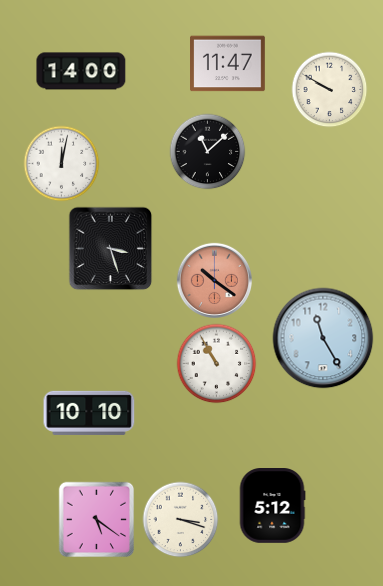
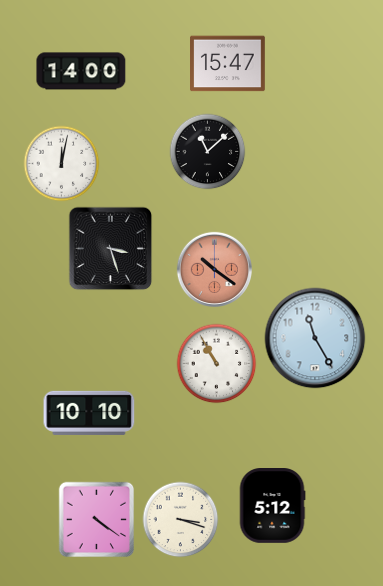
clock at (228, 64): 11:47 -> 15:47
clock at (330, 90): 9:50 -> none
clock at (214, 280) position: (214, 280) -> (214, 269)
clock at (323, 338) position: (323, 338) -> (315, 338)
clock at (97, 520): 5:21 -> 4:21
